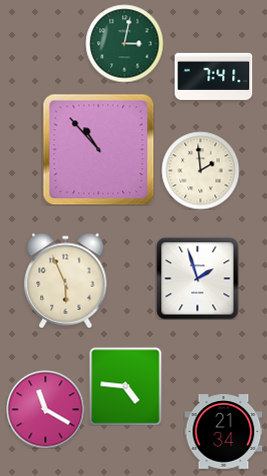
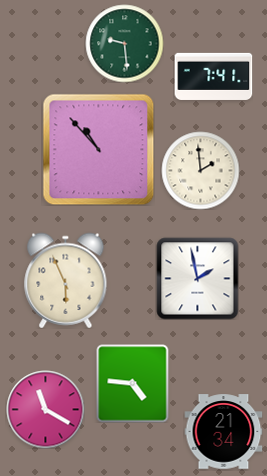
clock at (124, 43): 3:02 -> 9:29
clock at (197, 278): 1:57 -> 1:58
clock at (126, 386) position: (126, 386) -> (133, 383)
